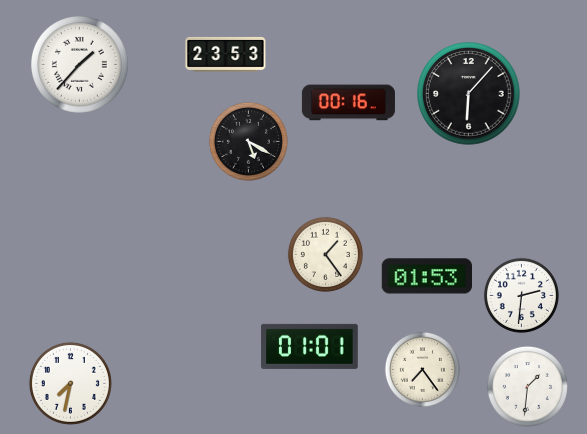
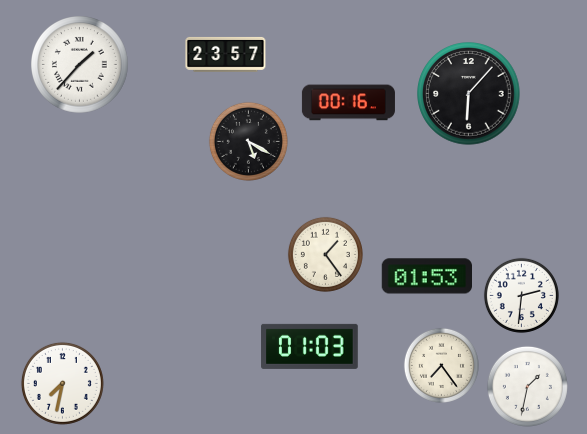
clock at (226, 54): 23:53 -> 23:57
clock at (310, 346): 01:01 -> 01:03
clock at (422, 369) position: (422, 369) -> (441, 365)
clock at (70, 383) position: (70, 383) -> (62, 383)
clock at (527, 386): 1:31 -> 1:32
